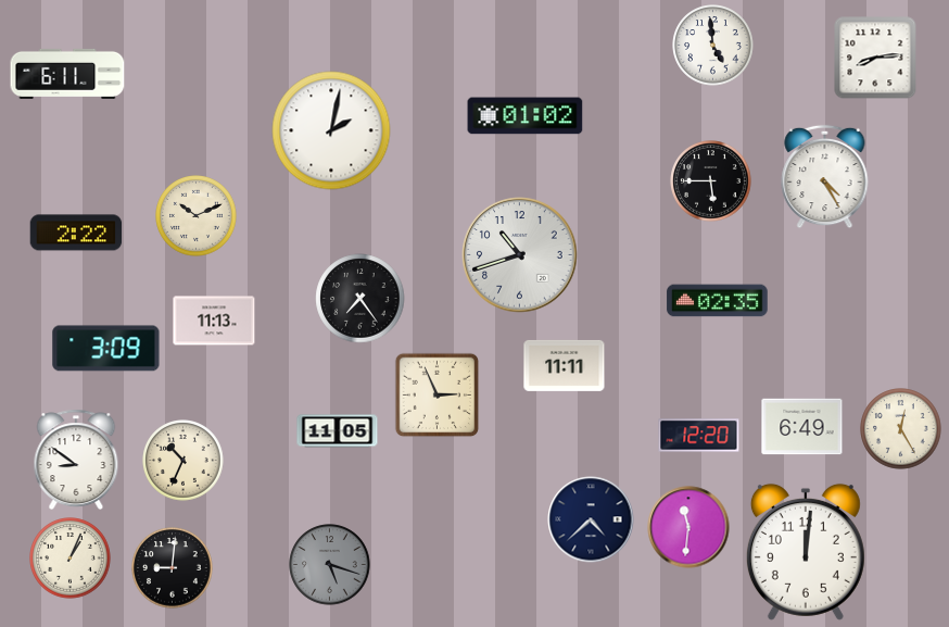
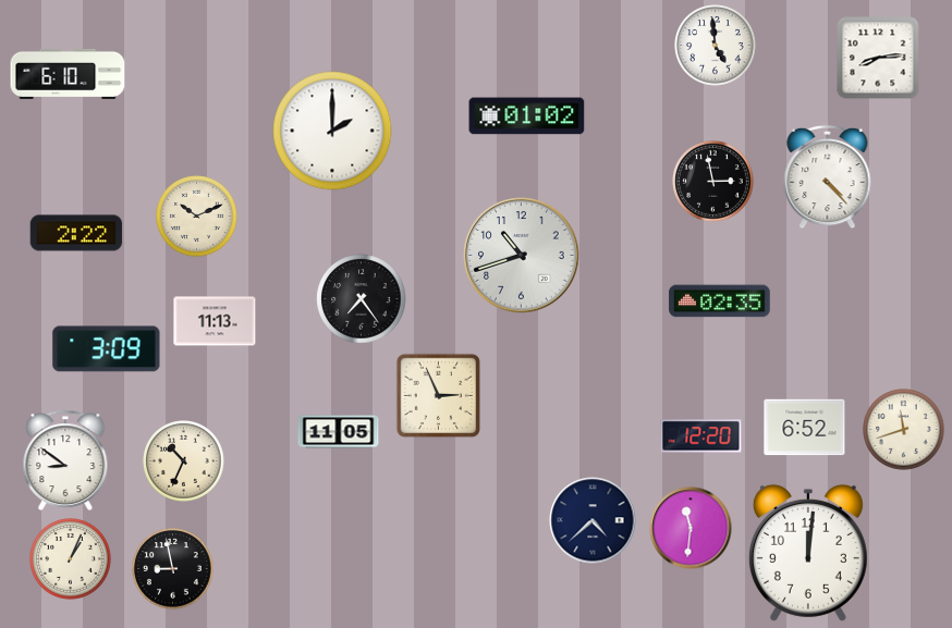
clock at (67, 74): 6:11 -> 6:10
clock at (331, 130): 2:02 -> 2:00
clock at (825, 177): 4:25 -> 4:23
clock at (711, 181): 5:45 -> 2:58
clock at (565, 365): 11:11 -> none
clock at (802, 427): 6:49 -> 6:52
clock at (901, 429): 12:25 -> 11:42
clock at (76, 460) position: (76, 460) -> (65, 460)
clock at (330, 565): 5:18 -> none
clock at (173, 568): 9:01 -> 8:58
